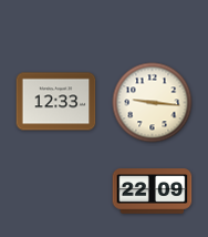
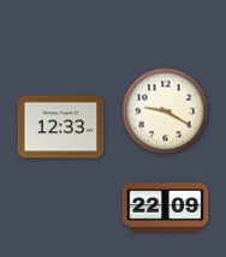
clock at (56, 102) position: (56, 102) -> (61, 127)
clock at (153, 103): 9:16 -> 9:20
